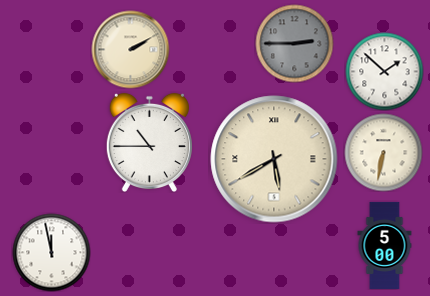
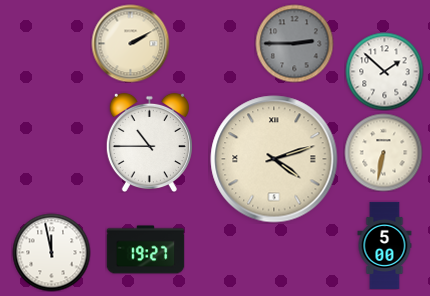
clock at (130, 49) position: (130, 49) -> (130, 43)
clock at (274, 159): 5:40 -> 4:12
clock at (145, 250): none -> 19:27
